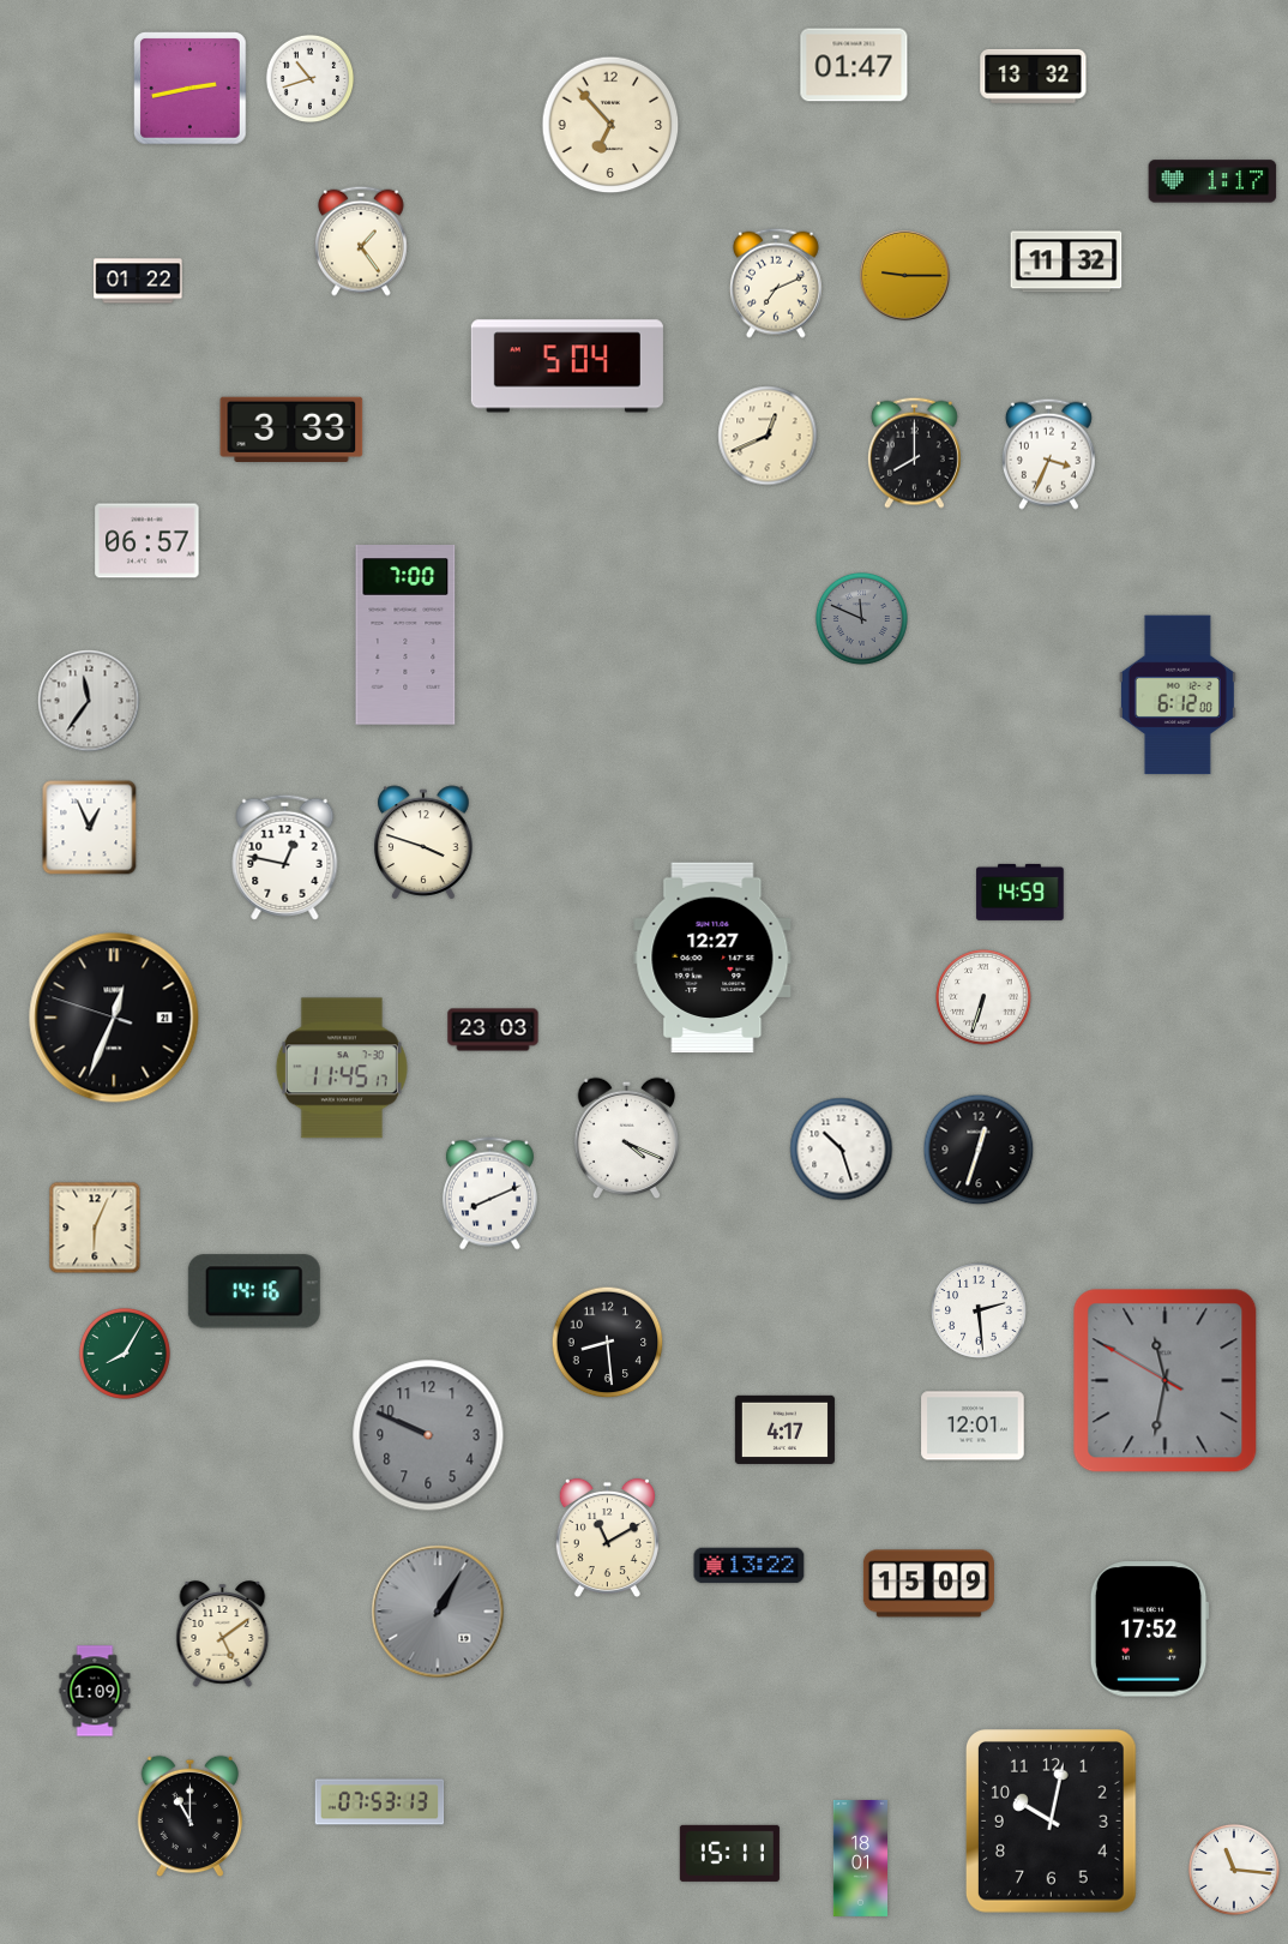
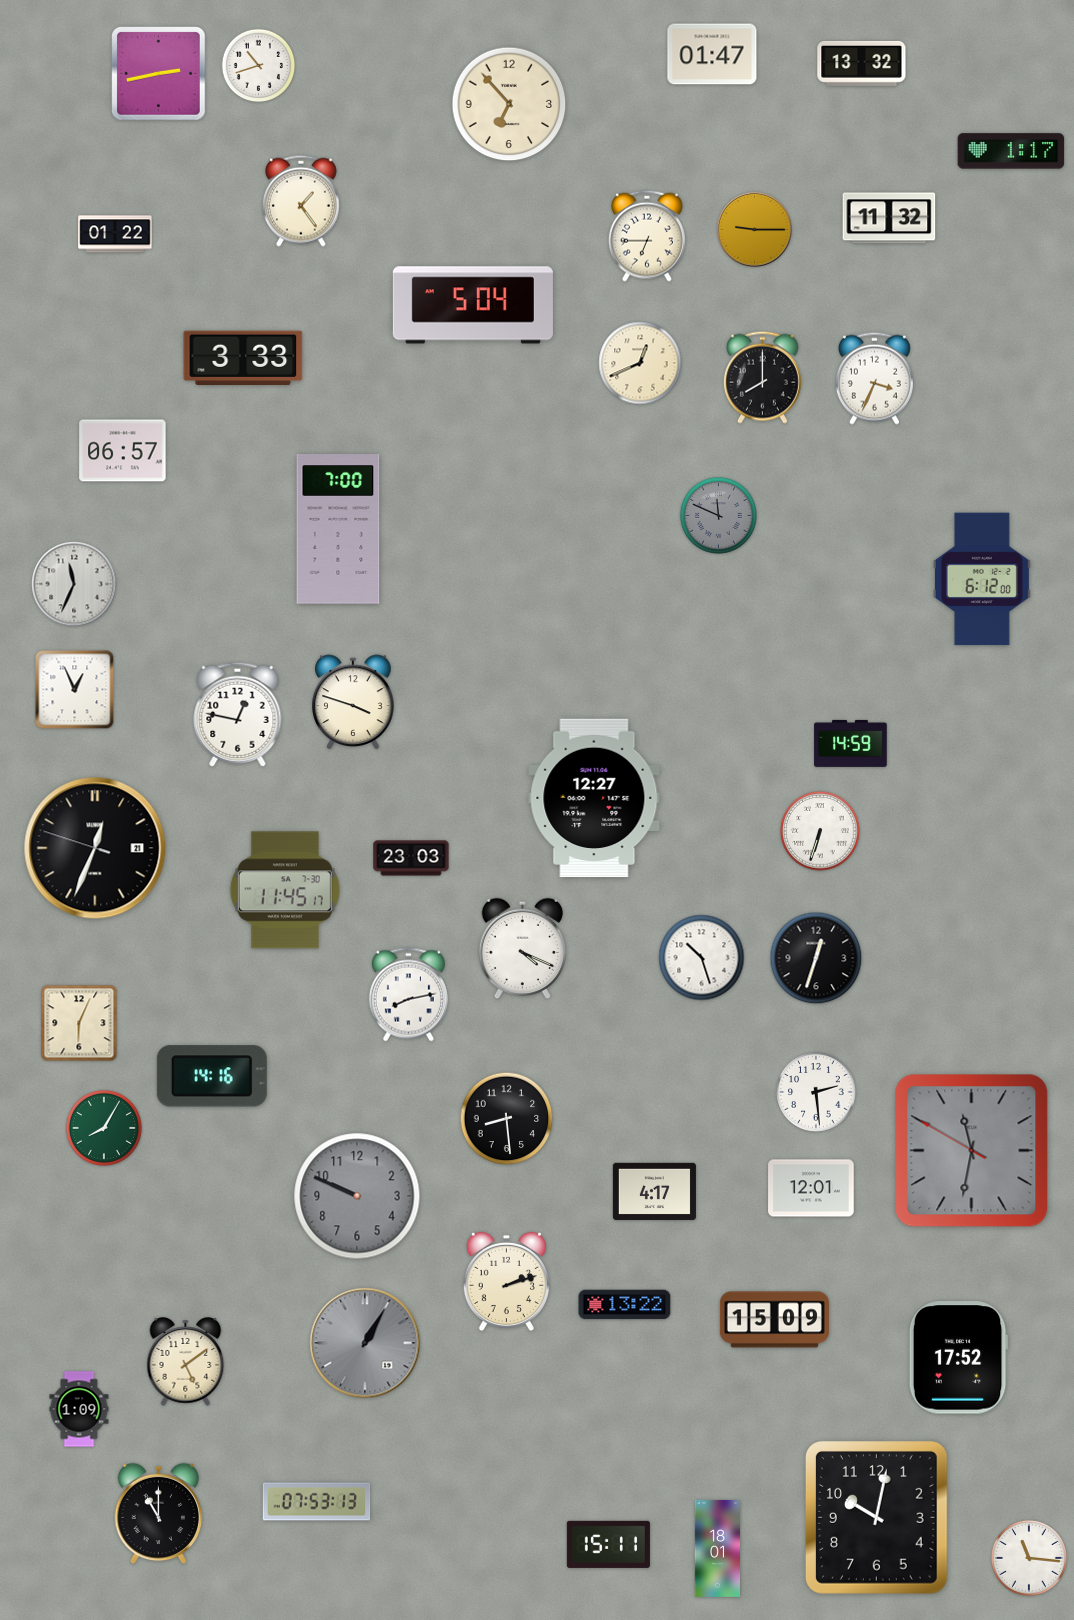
clock at (776, 283): 7:11 -> 6:45
clock at (89, 701): 11:36 -> 11:34
clock at (489, 1194): 8:11 -> 8:13
clock at (607, 1538): 11:10 -> 2:12
